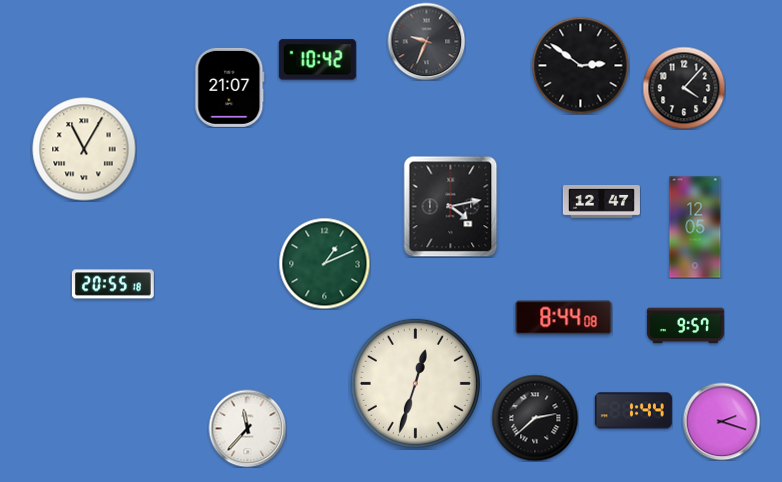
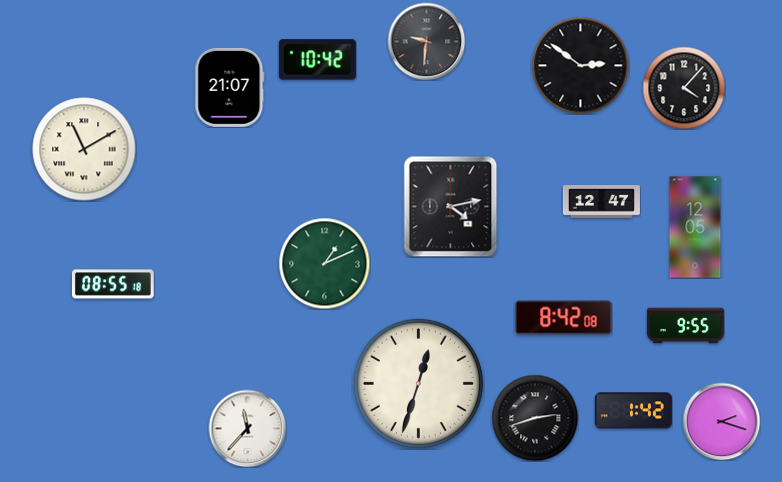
clock at (426, 41): 9:34 -> 9:31
clock at (84, 149): 11:05 -> 11:10
clock at (113, 284): 20:55 -> 08:55
clock at (564, 318): 8:44 -> 8:42
clock at (685, 326): 9:57 -> 9:55
clock at (415, 383) position: (415, 383) -> (418, 383)
clock at (633, 411): 1:44 -> 1:42
clock at (535, 418): 2:38 -> 2:42
